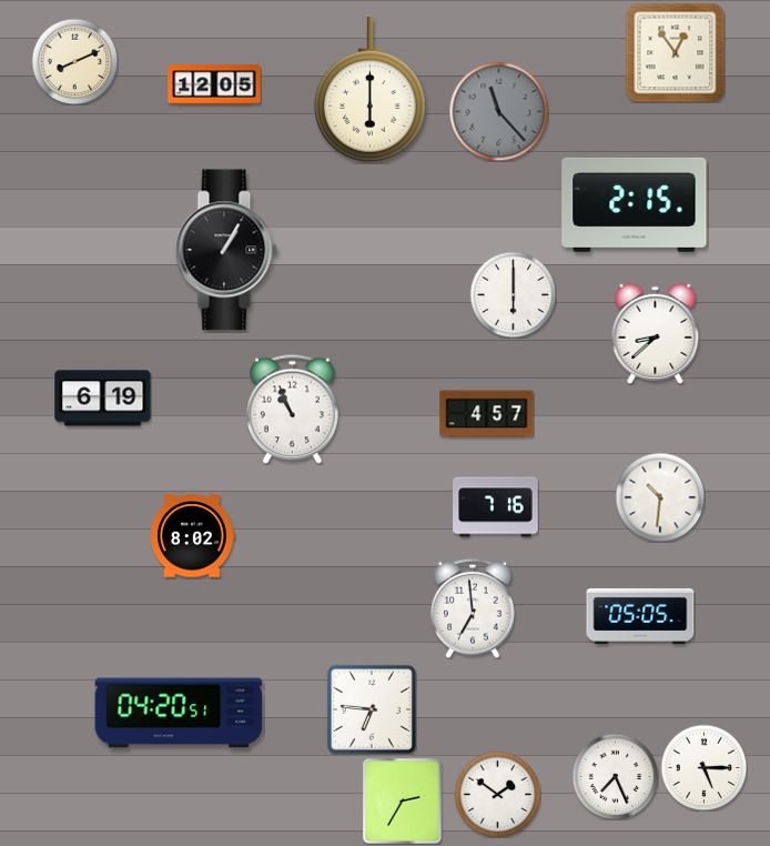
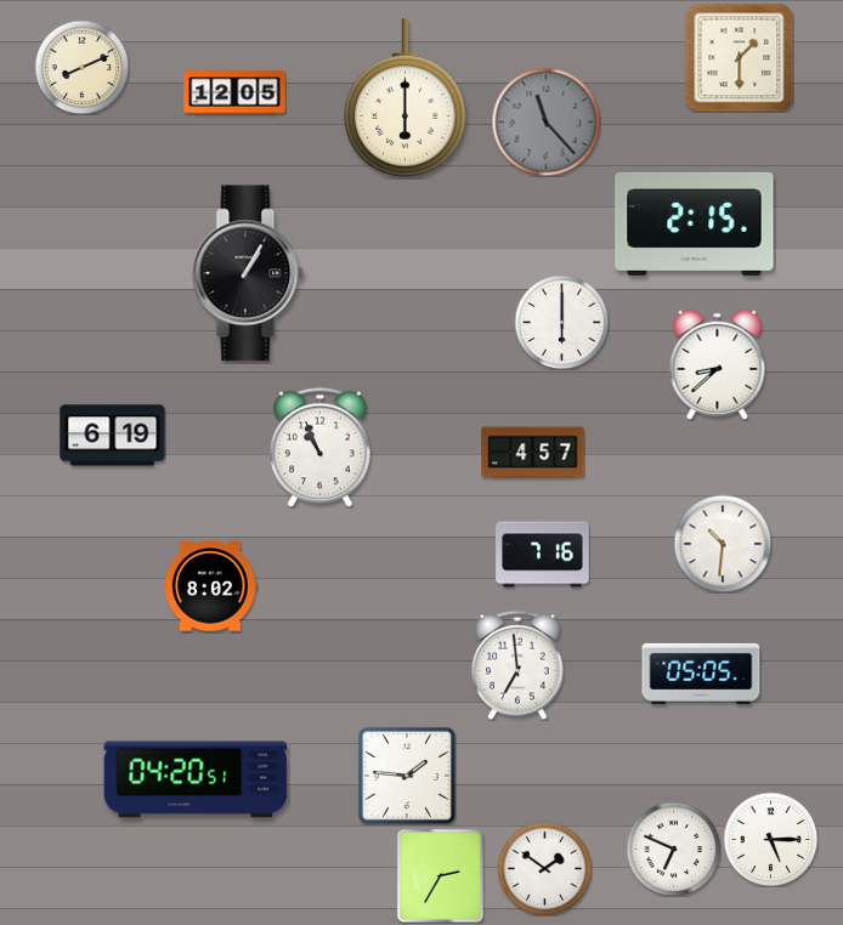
clock at (675, 52): 12:54 -> 1:30
clock at (372, 709): 6:46 -> 1:46
clock at (615, 776): 7:26 -> 6:49
